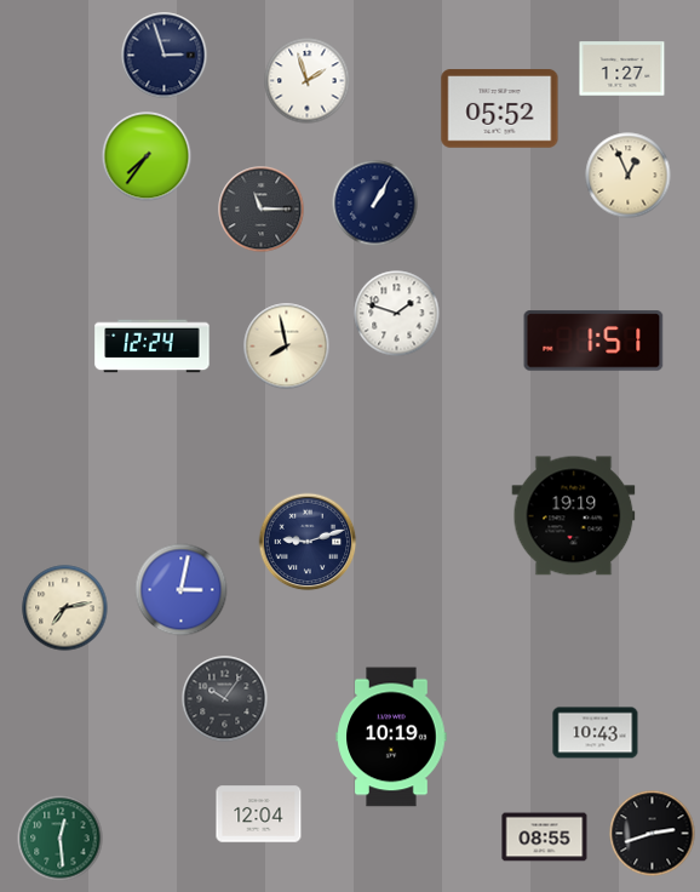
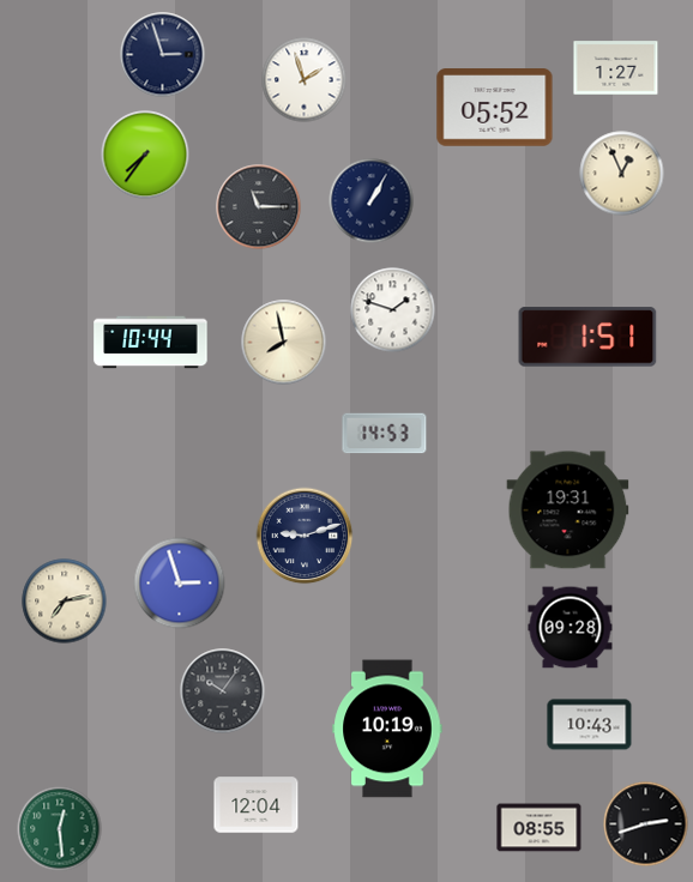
clock at (153, 347): 12:24 -> 10:44
clock at (385, 434): none -> 14:53
clock at (574, 516): 19:19 -> 19:31
clock at (182, 590): 3:02 -> 2:57
clock at (571, 628): none -> 09:28
